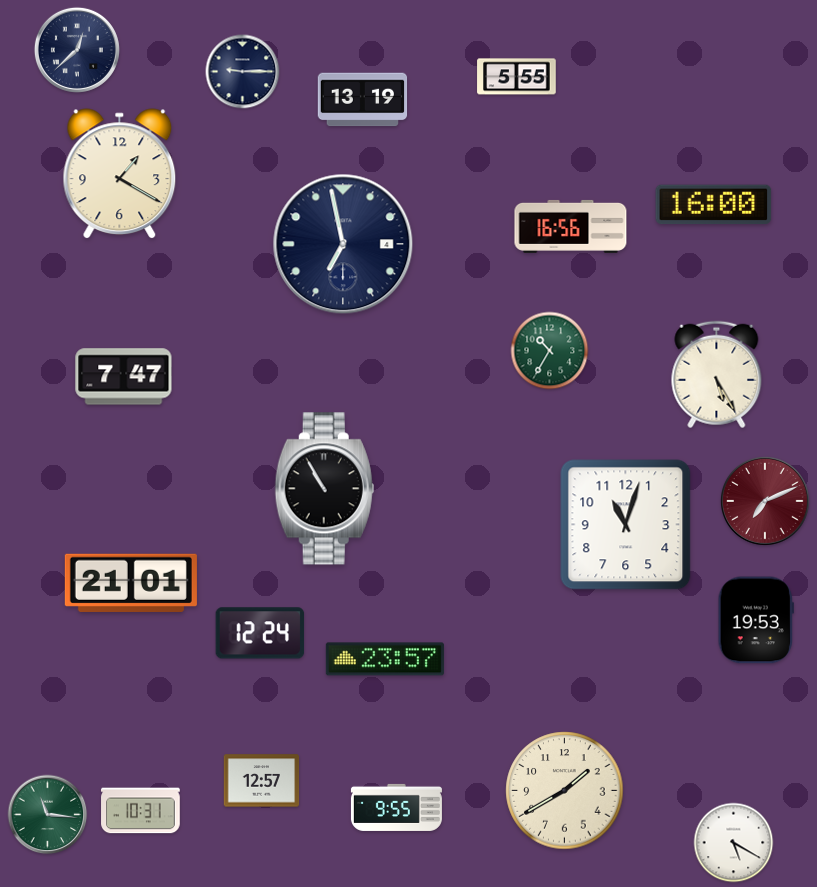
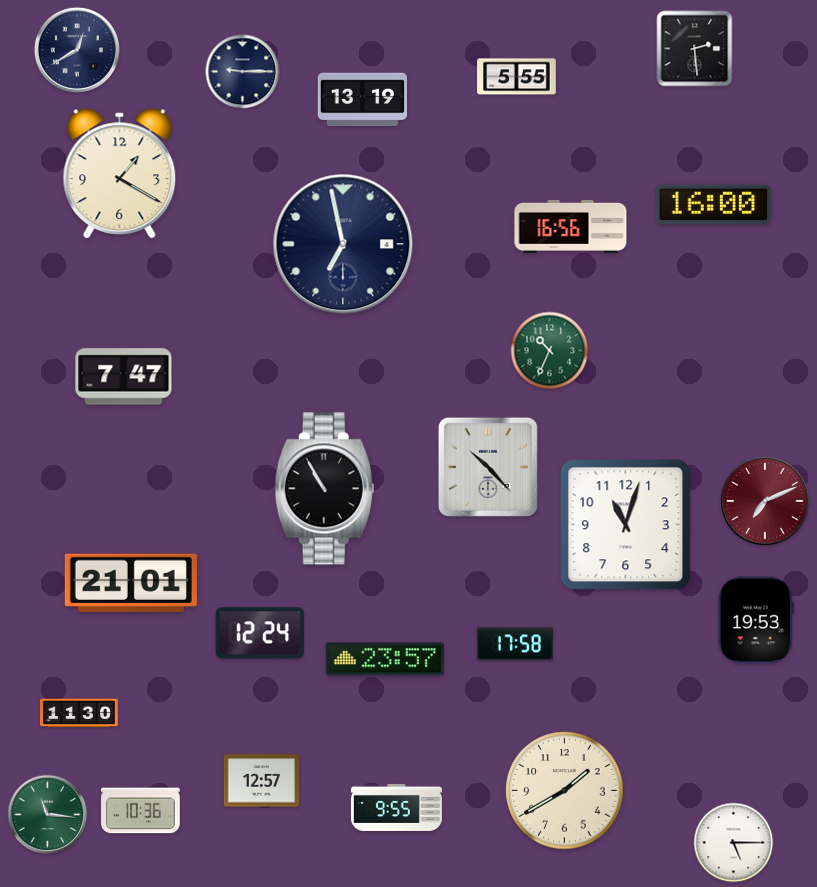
clock at (695, 49): none -> 2:29
clock at (77, 50): 12:38 -> 12:40
clock at (550, 351): 10:35 -> 10:34
clock at (717, 375): 5:25 -> none
clock at (488, 467): none -> 10:23
clock at (515, 644): none -> 17:58
clock at (80, 713): none -> 11:30
clock at (141, 811): 10:31 -> 10:36
clock at (734, 843): 5:20 -> 5:15
